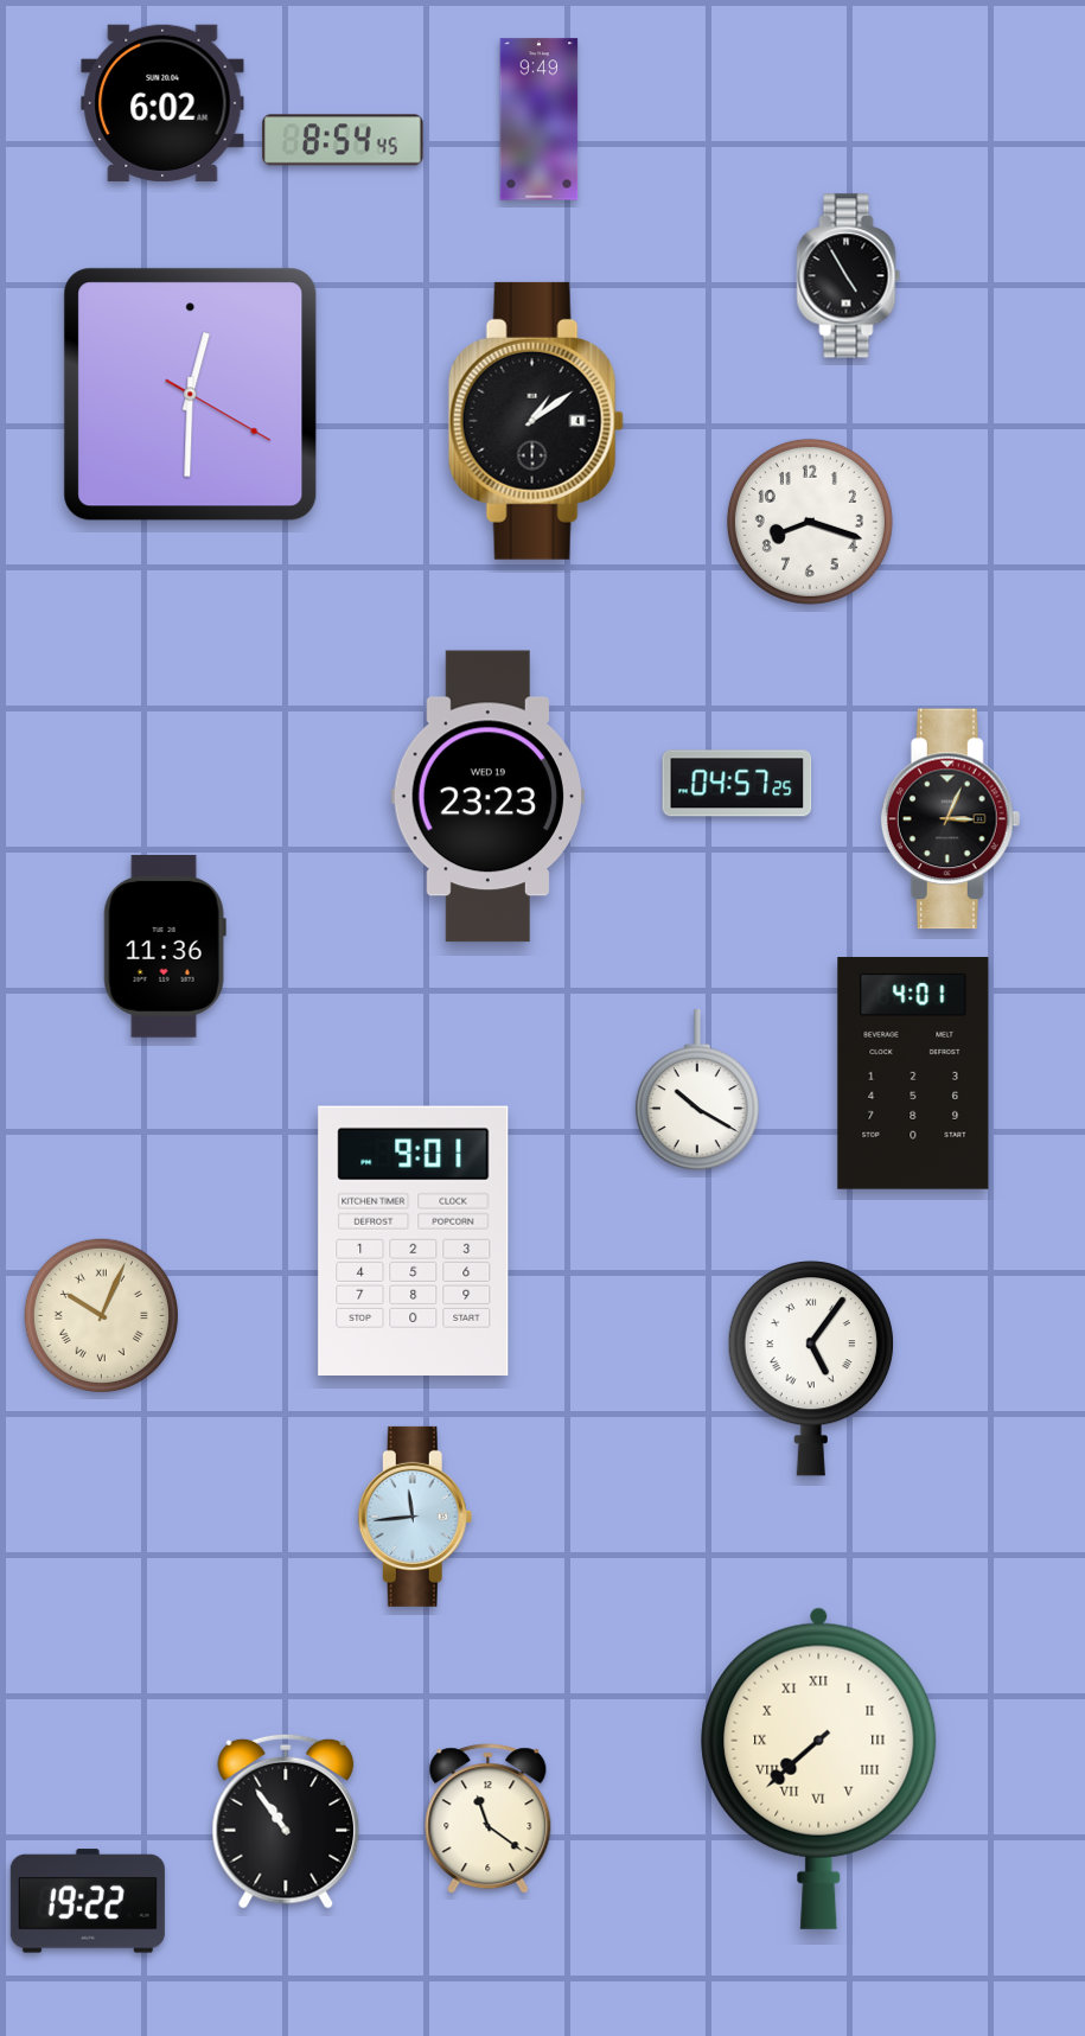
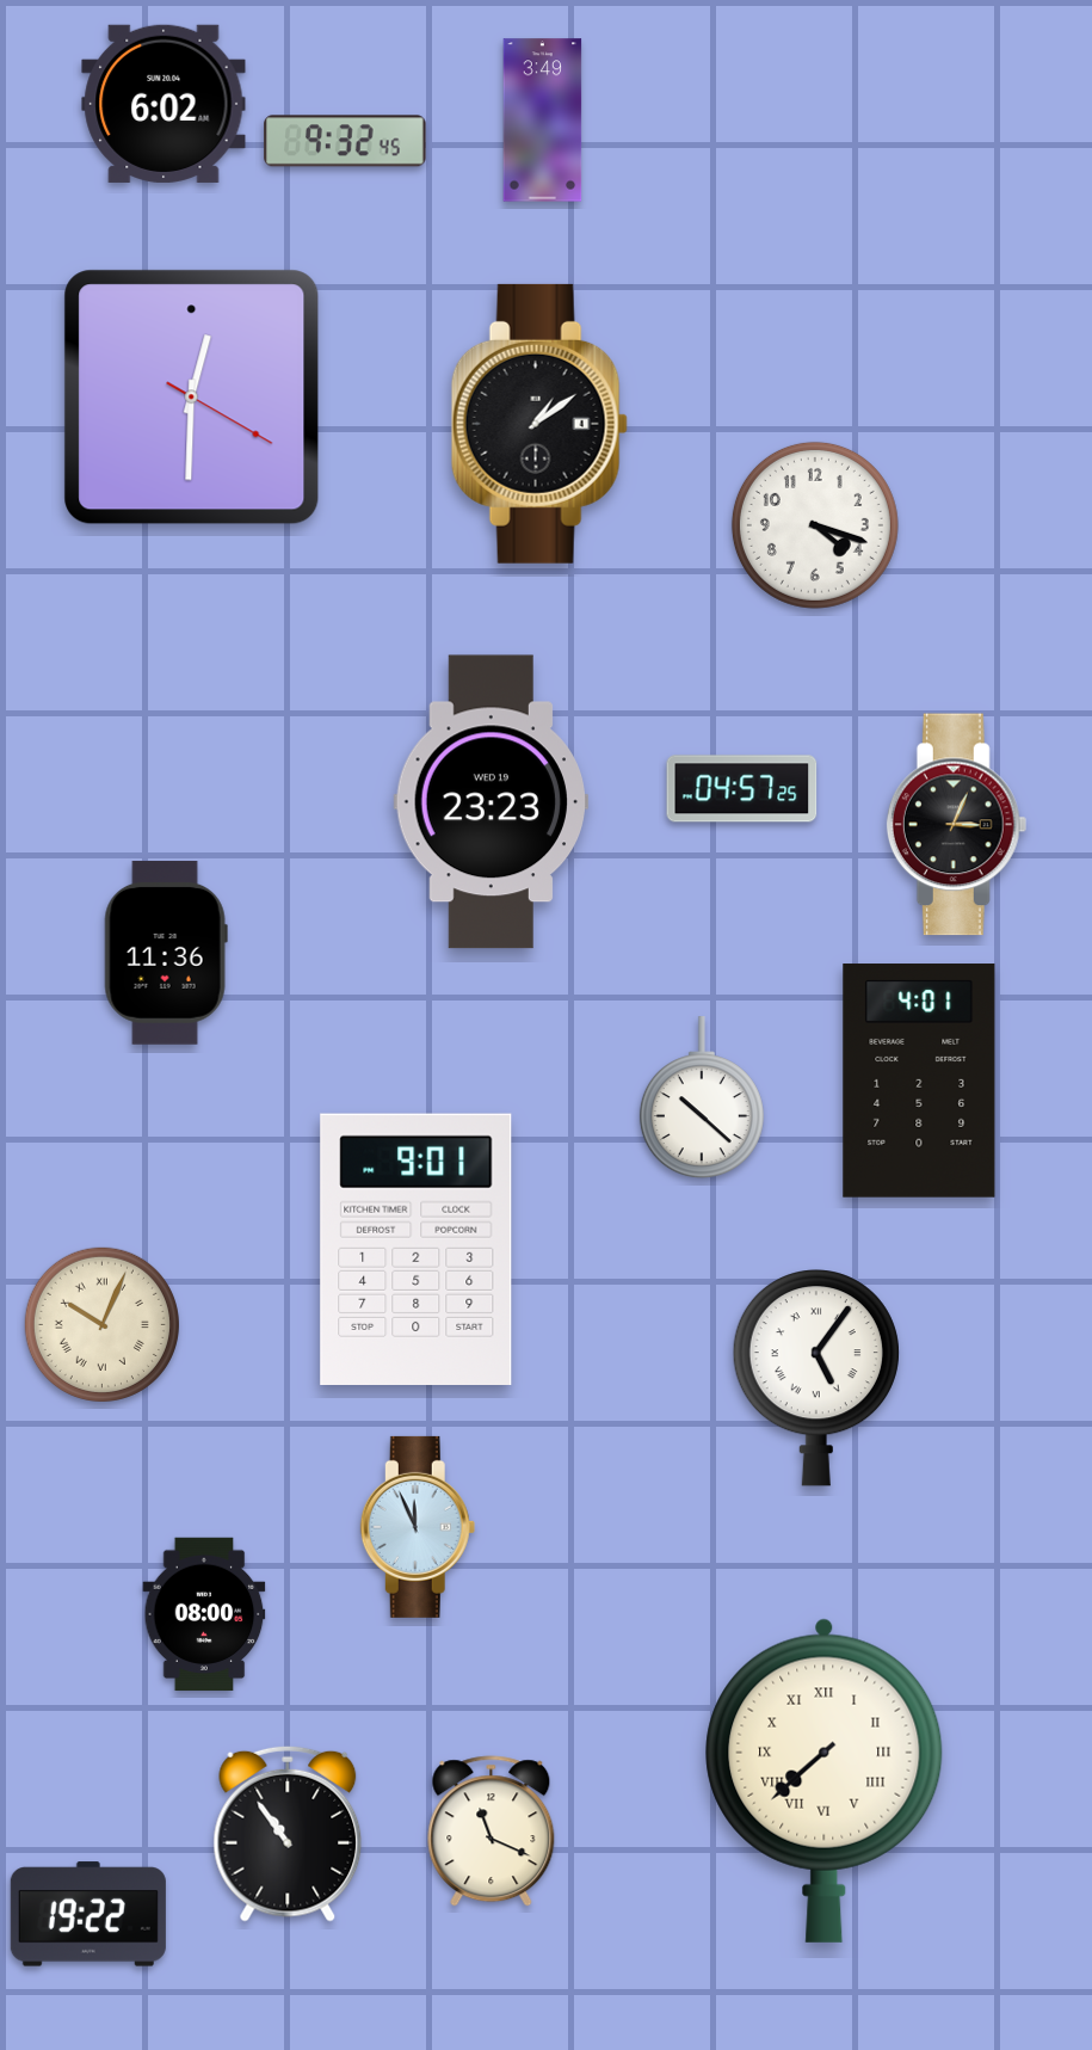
clock at (540, 120): 9:49 -> 3:49
clock at (343, 140): 8:54 -> 9:32
clock at (849, 276): 4:55 -> none
clock at (810, 522): 8:18 -> 4:18
clock at (697, 1091): 10:20 -> 10:22
clock at (415, 1517): 11:44 -> 11:56
clock at (204, 1614): none -> 08:00
clock at (489, 1819): 11:21 -> 11:19
